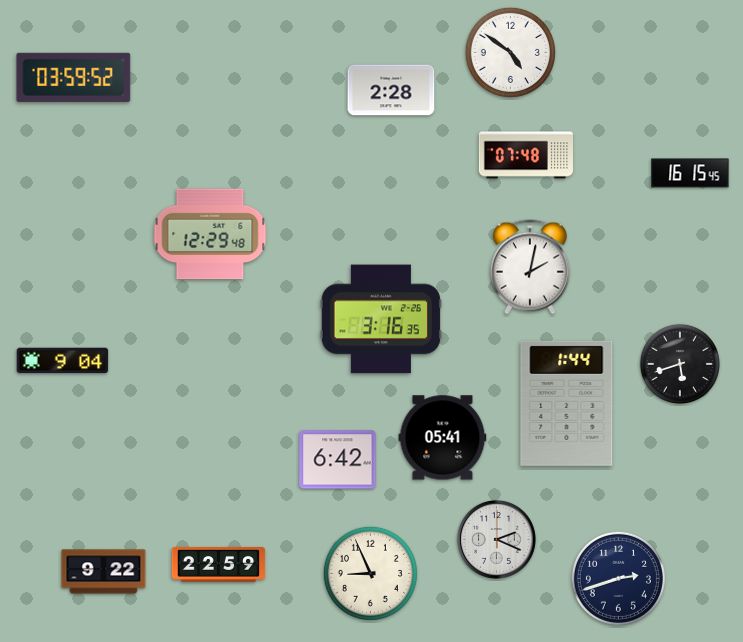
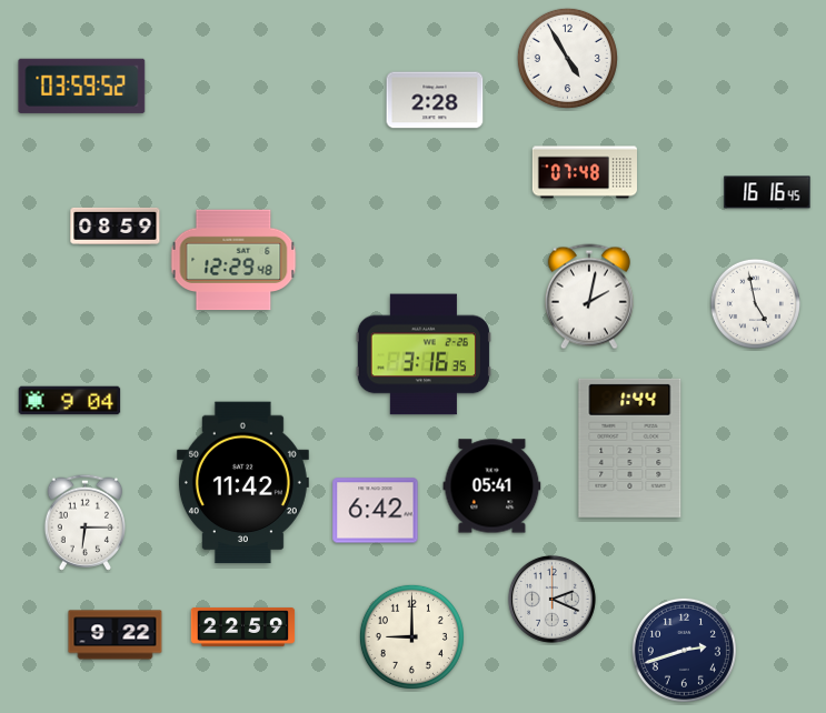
clock at (510, 52): 4:51 -> 4:55
clock at (690, 173): 16:15 -> 16:16
clock at (116, 225): none -> 08:59
clock at (755, 303): none -> 4:58
clock at (679, 363): 5:42 -> none
clock at (242, 483): none -> 11:42
clock at (84, 522): none -> 6:15
clock at (370, 573): 8:56 -> 9:00
clock at (618, 578) position: (618, 578) -> (684, 650)
